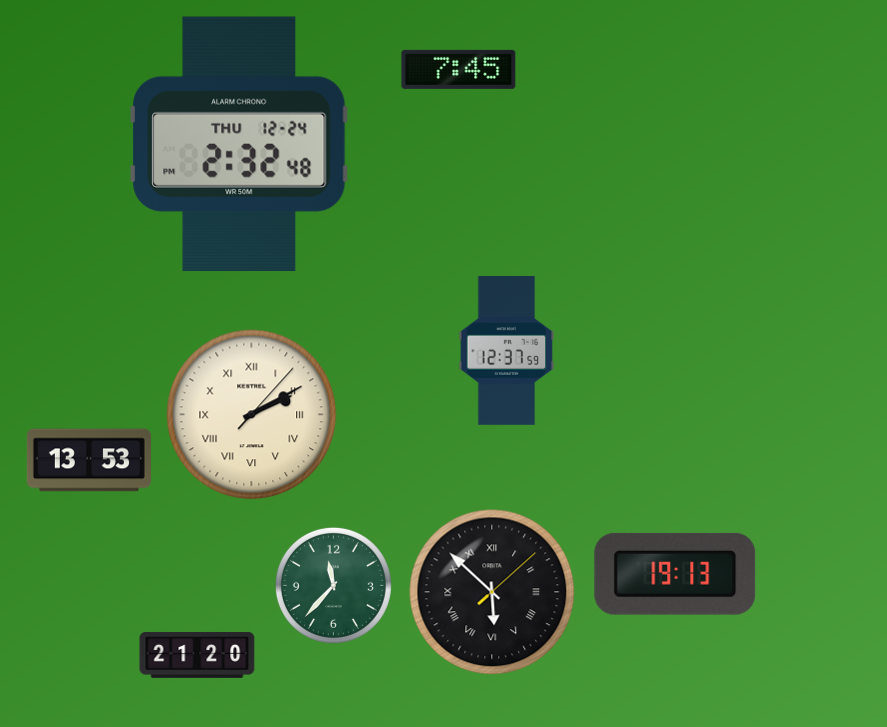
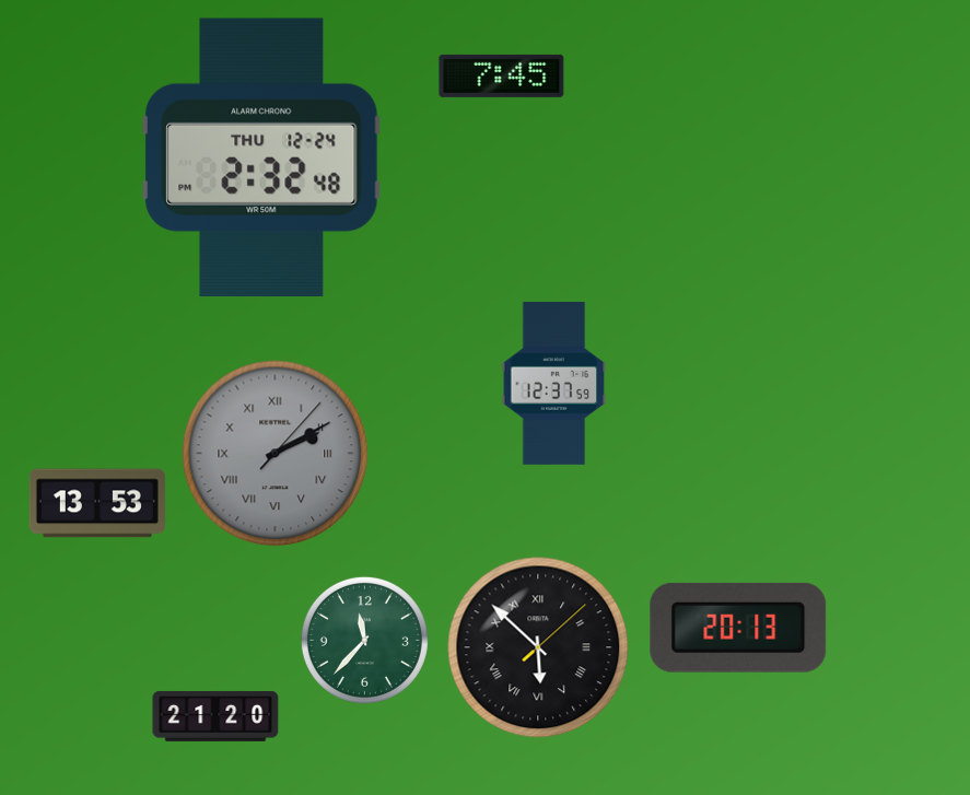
clock at (252, 415) dial: cream -> grey
clock at (675, 574): 19:13 -> 20:13
